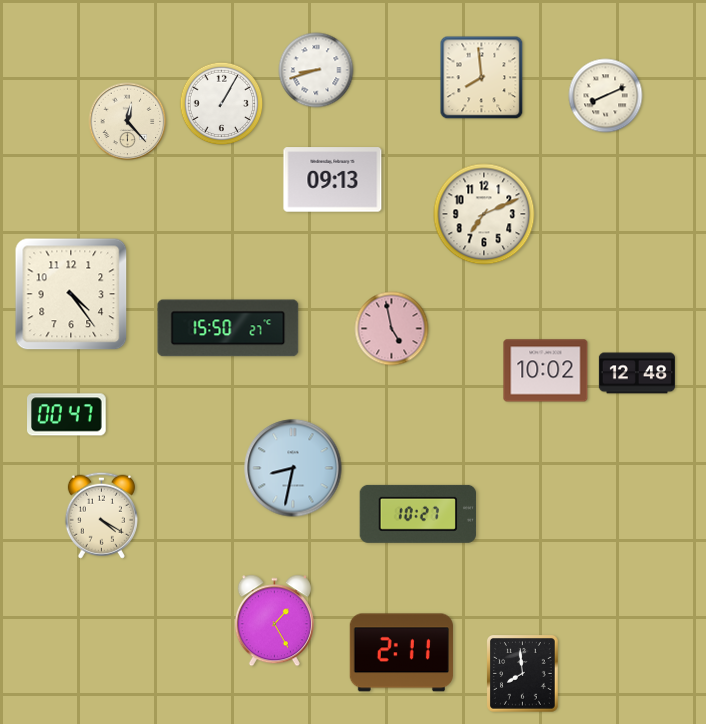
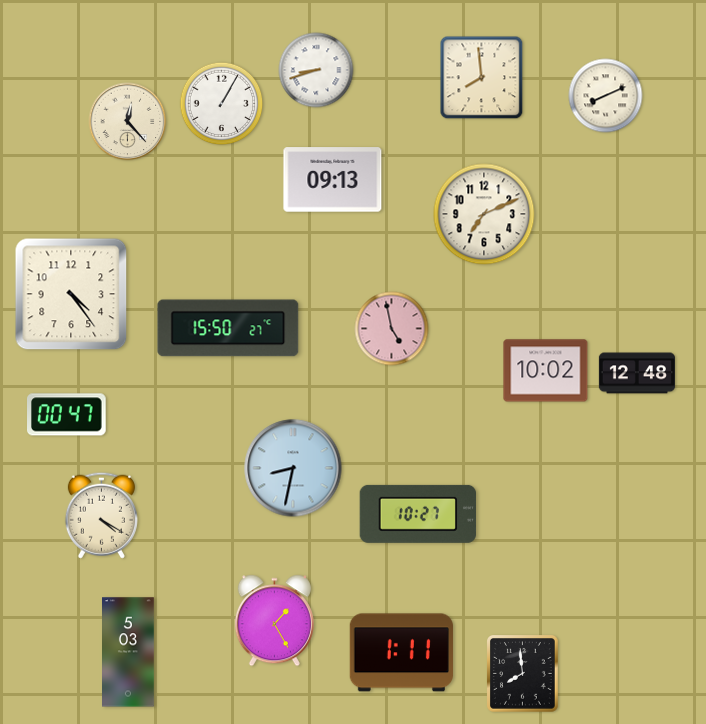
clock at (129, 652): none -> 5:03
clock at (401, 653): 2:11 -> 1:11
